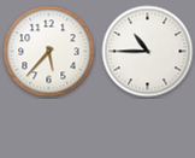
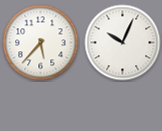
clock at (148, 52): 10:45 -> 10:04
